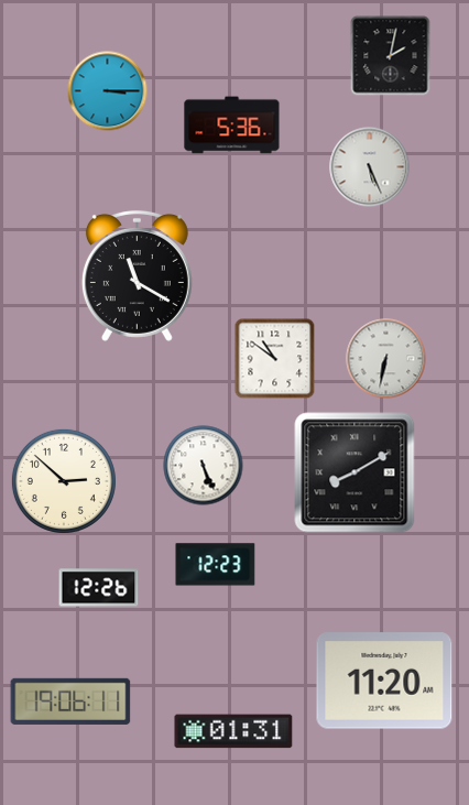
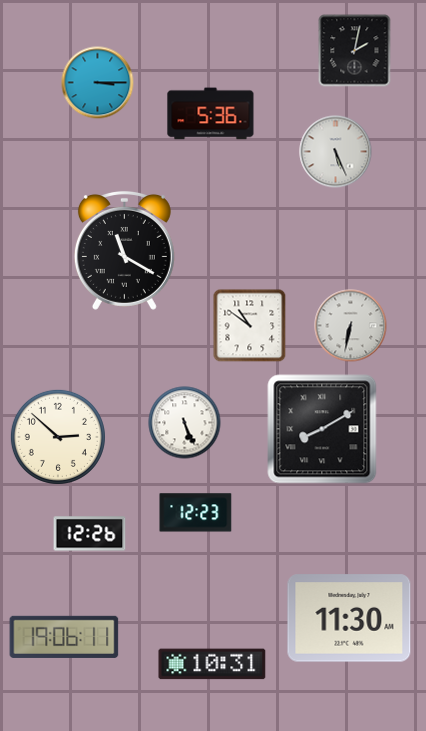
clock at (384, 681): 11:20 -> 11:30
clock at (233, 731): 01:31 -> 10:31
